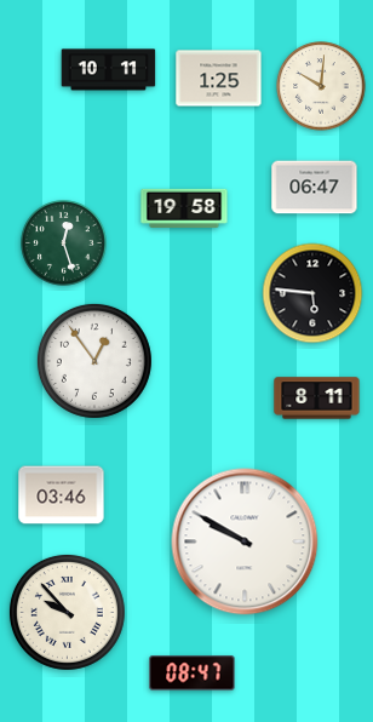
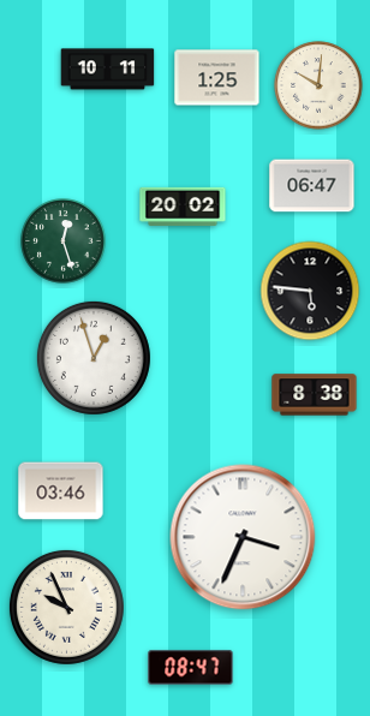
clock at (184, 208): 19:58 -> 20:02
clock at (94, 361): 12:54 -> 12:57
clock at (317, 399): 8:11 -> 8:38
clock at (245, 541): 9:50 -> 3:34
clock at (67, 612): 9:53 -> 9:56
